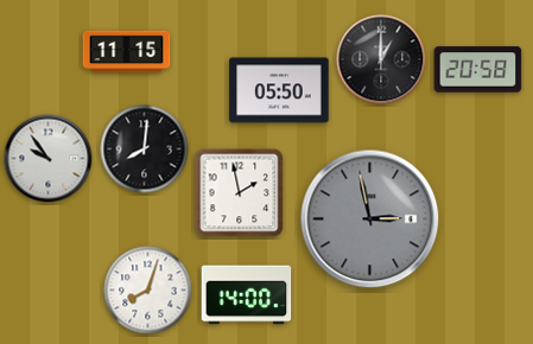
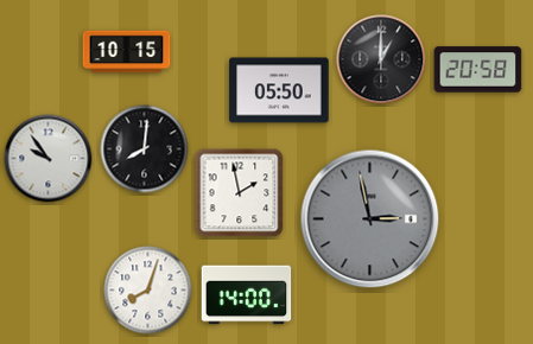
clock at (127, 52): 11:15 -> 10:15
